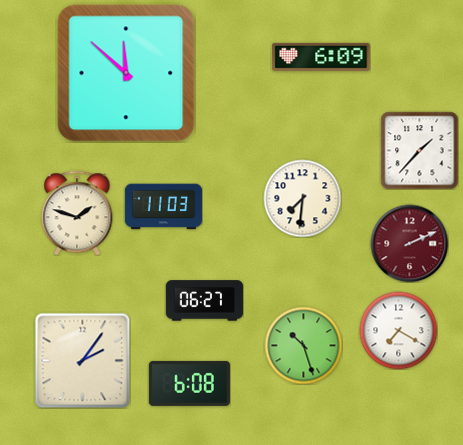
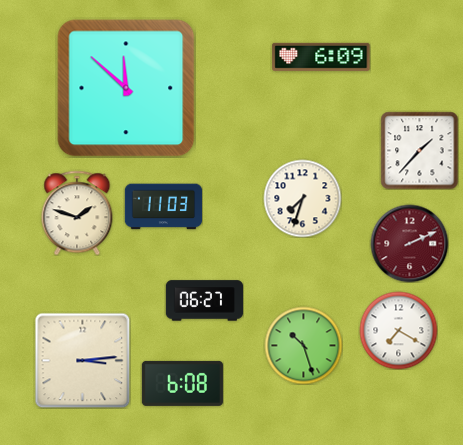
clock at (126, 73) position: (126, 73) -> (126, 88)
clock at (302, 198): 7:31 -> 7:33
clock at (82, 360): 2:06 -> 3:14
clock at (189, 383) position: (189, 383) -> (182, 383)
